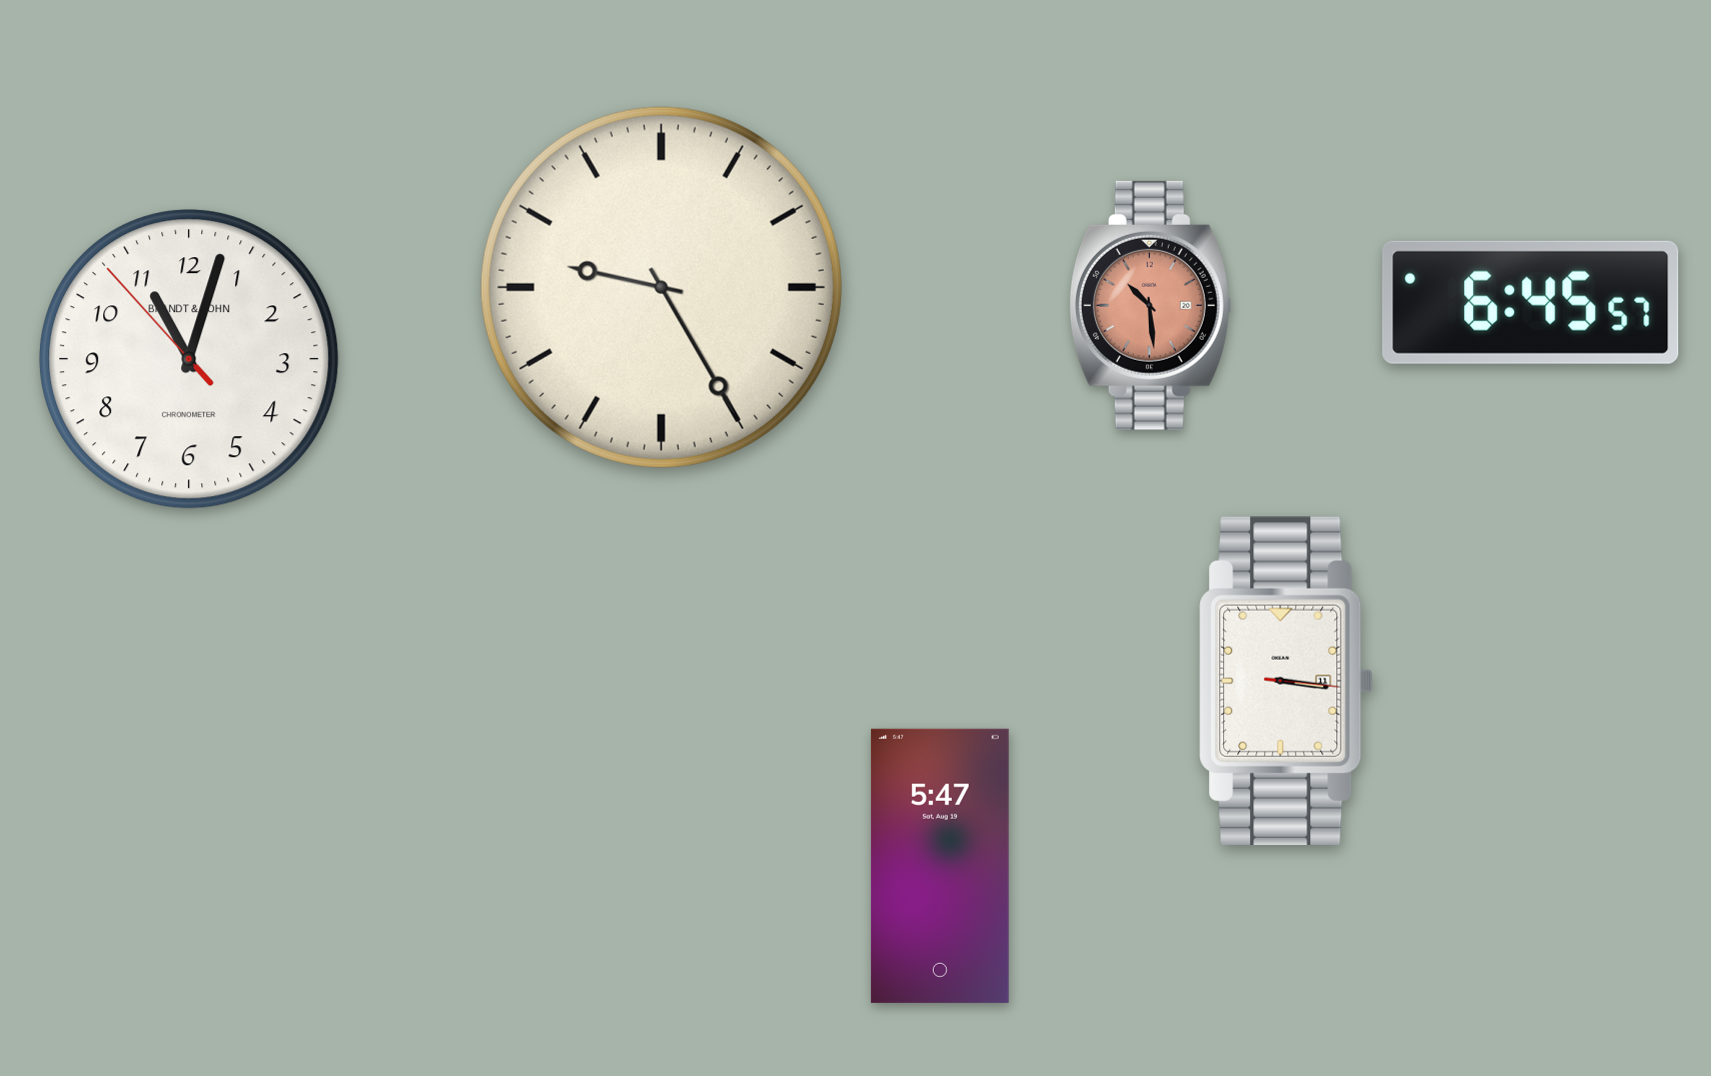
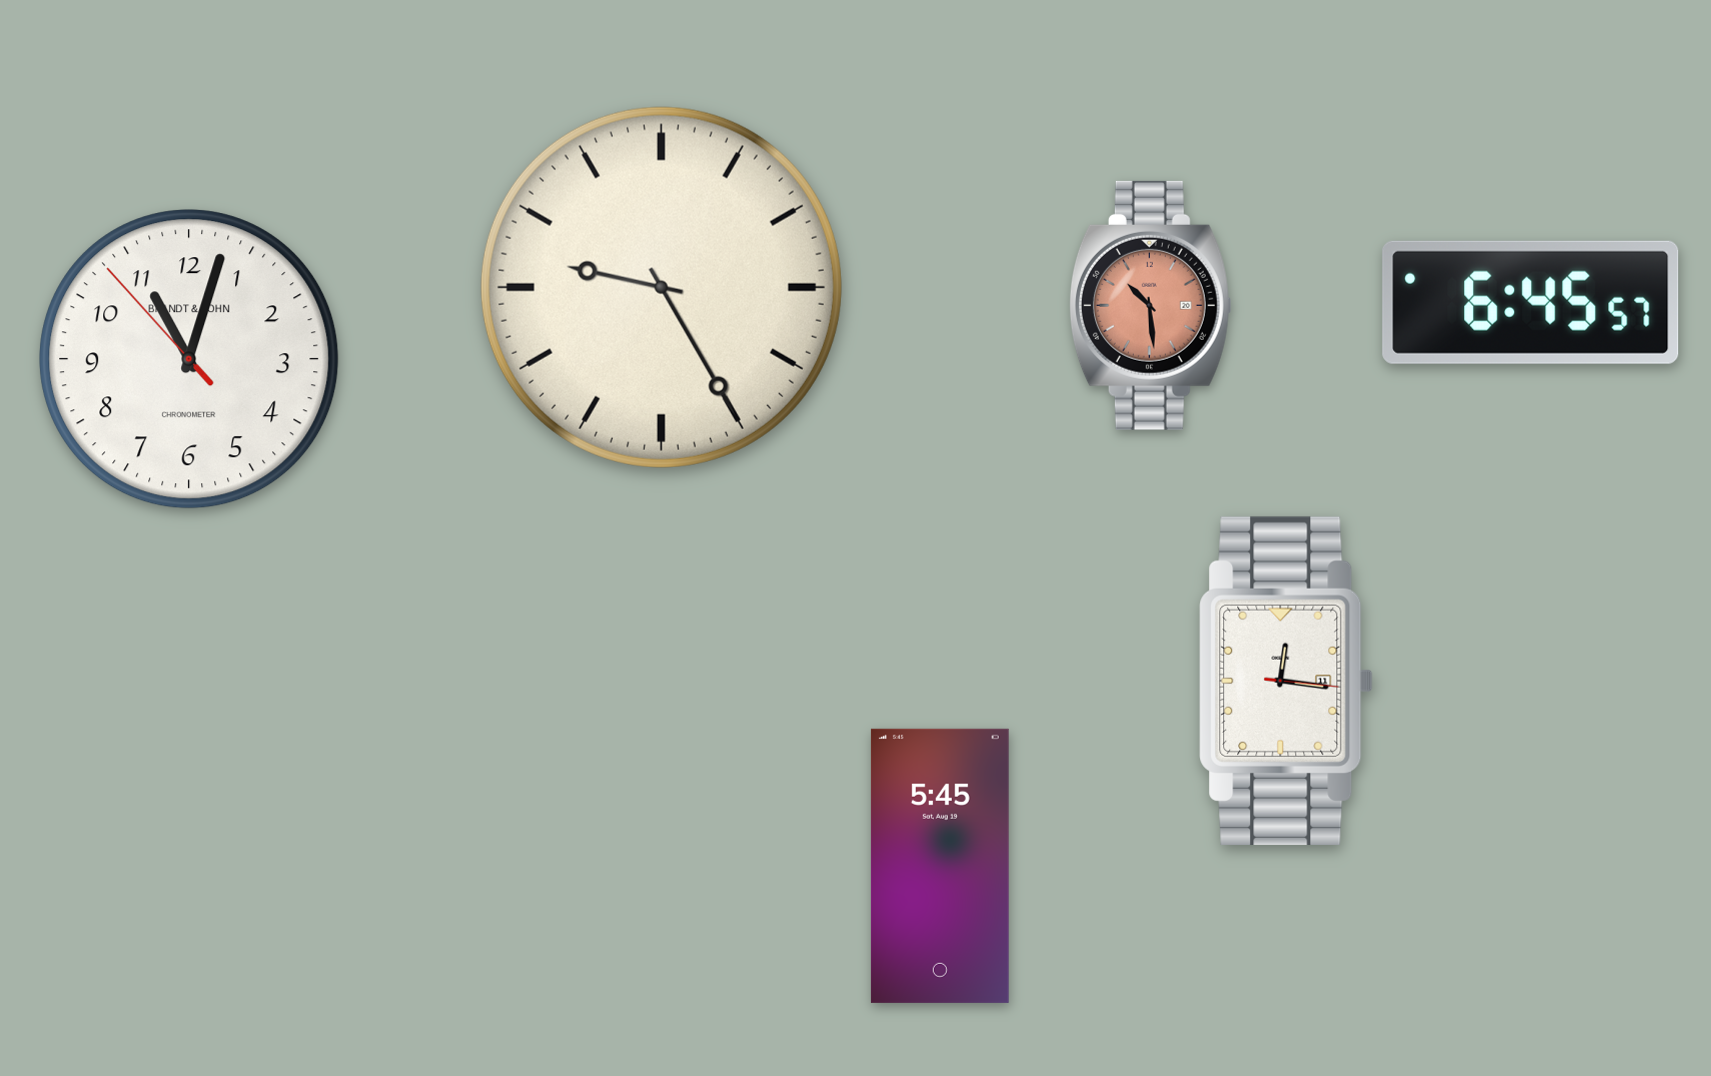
clock at (1286, 681): 3:16 -> 12:16
clock at (940, 866): 5:47 -> 5:45
